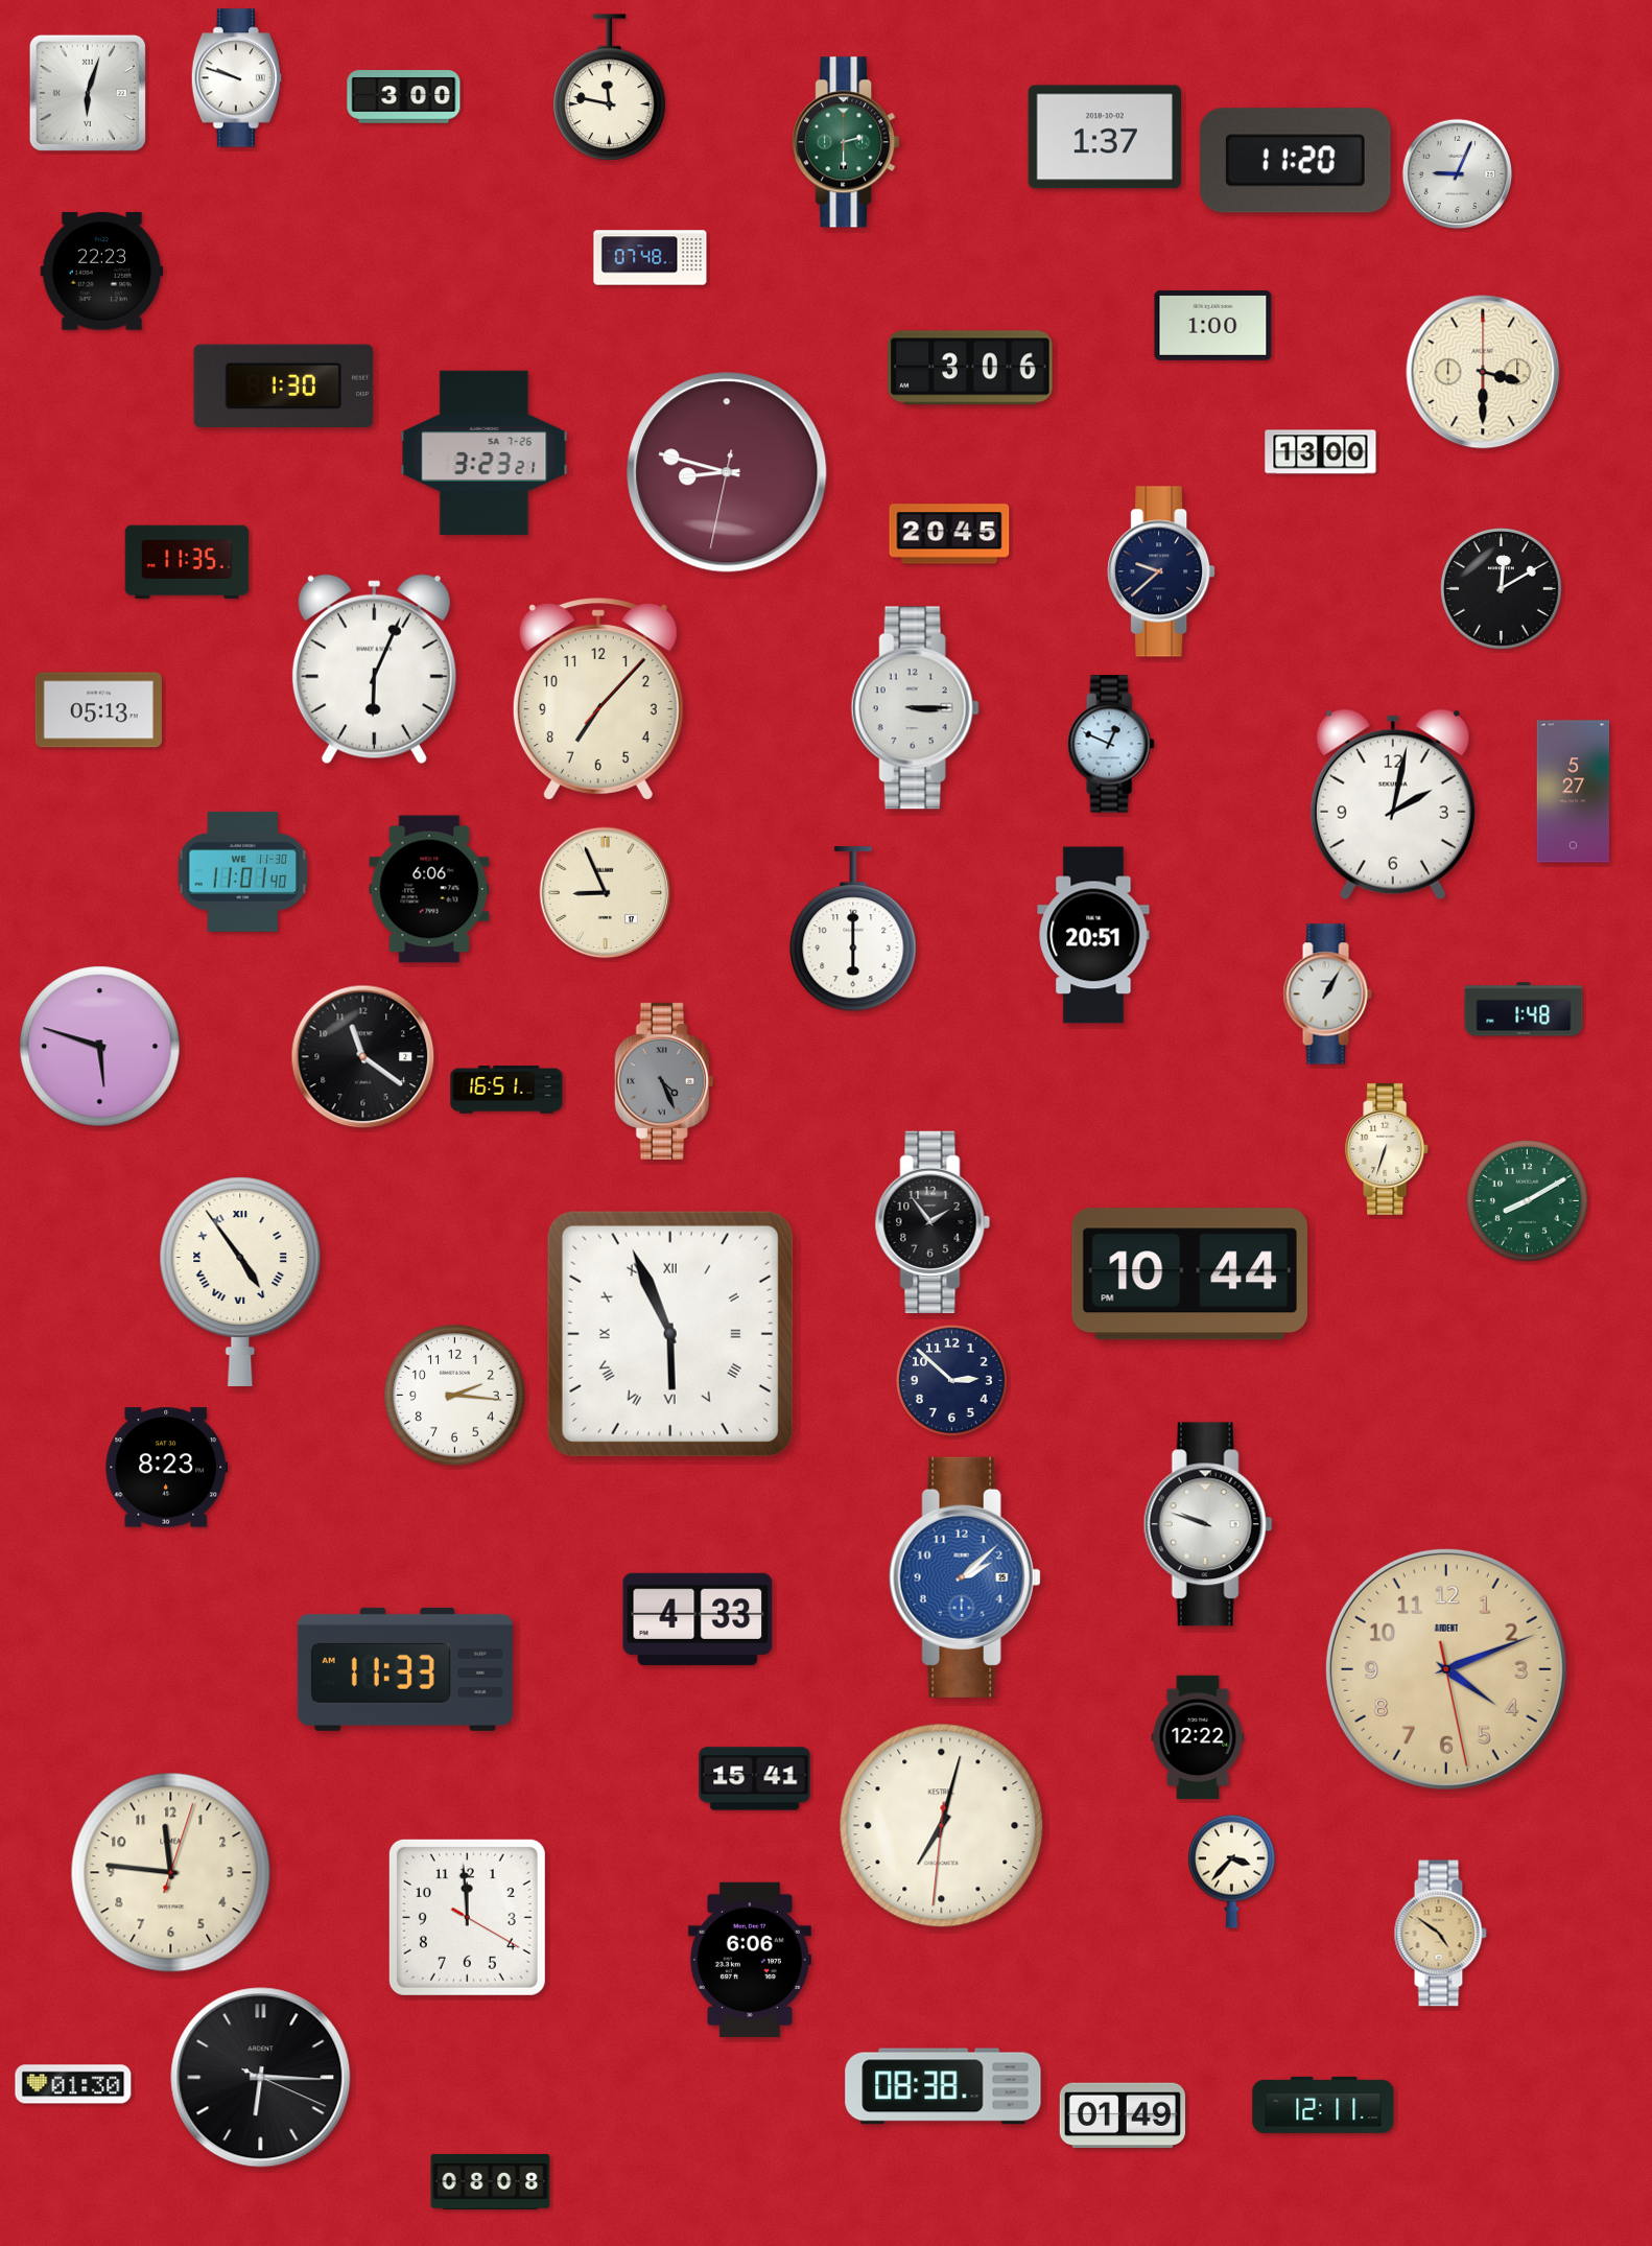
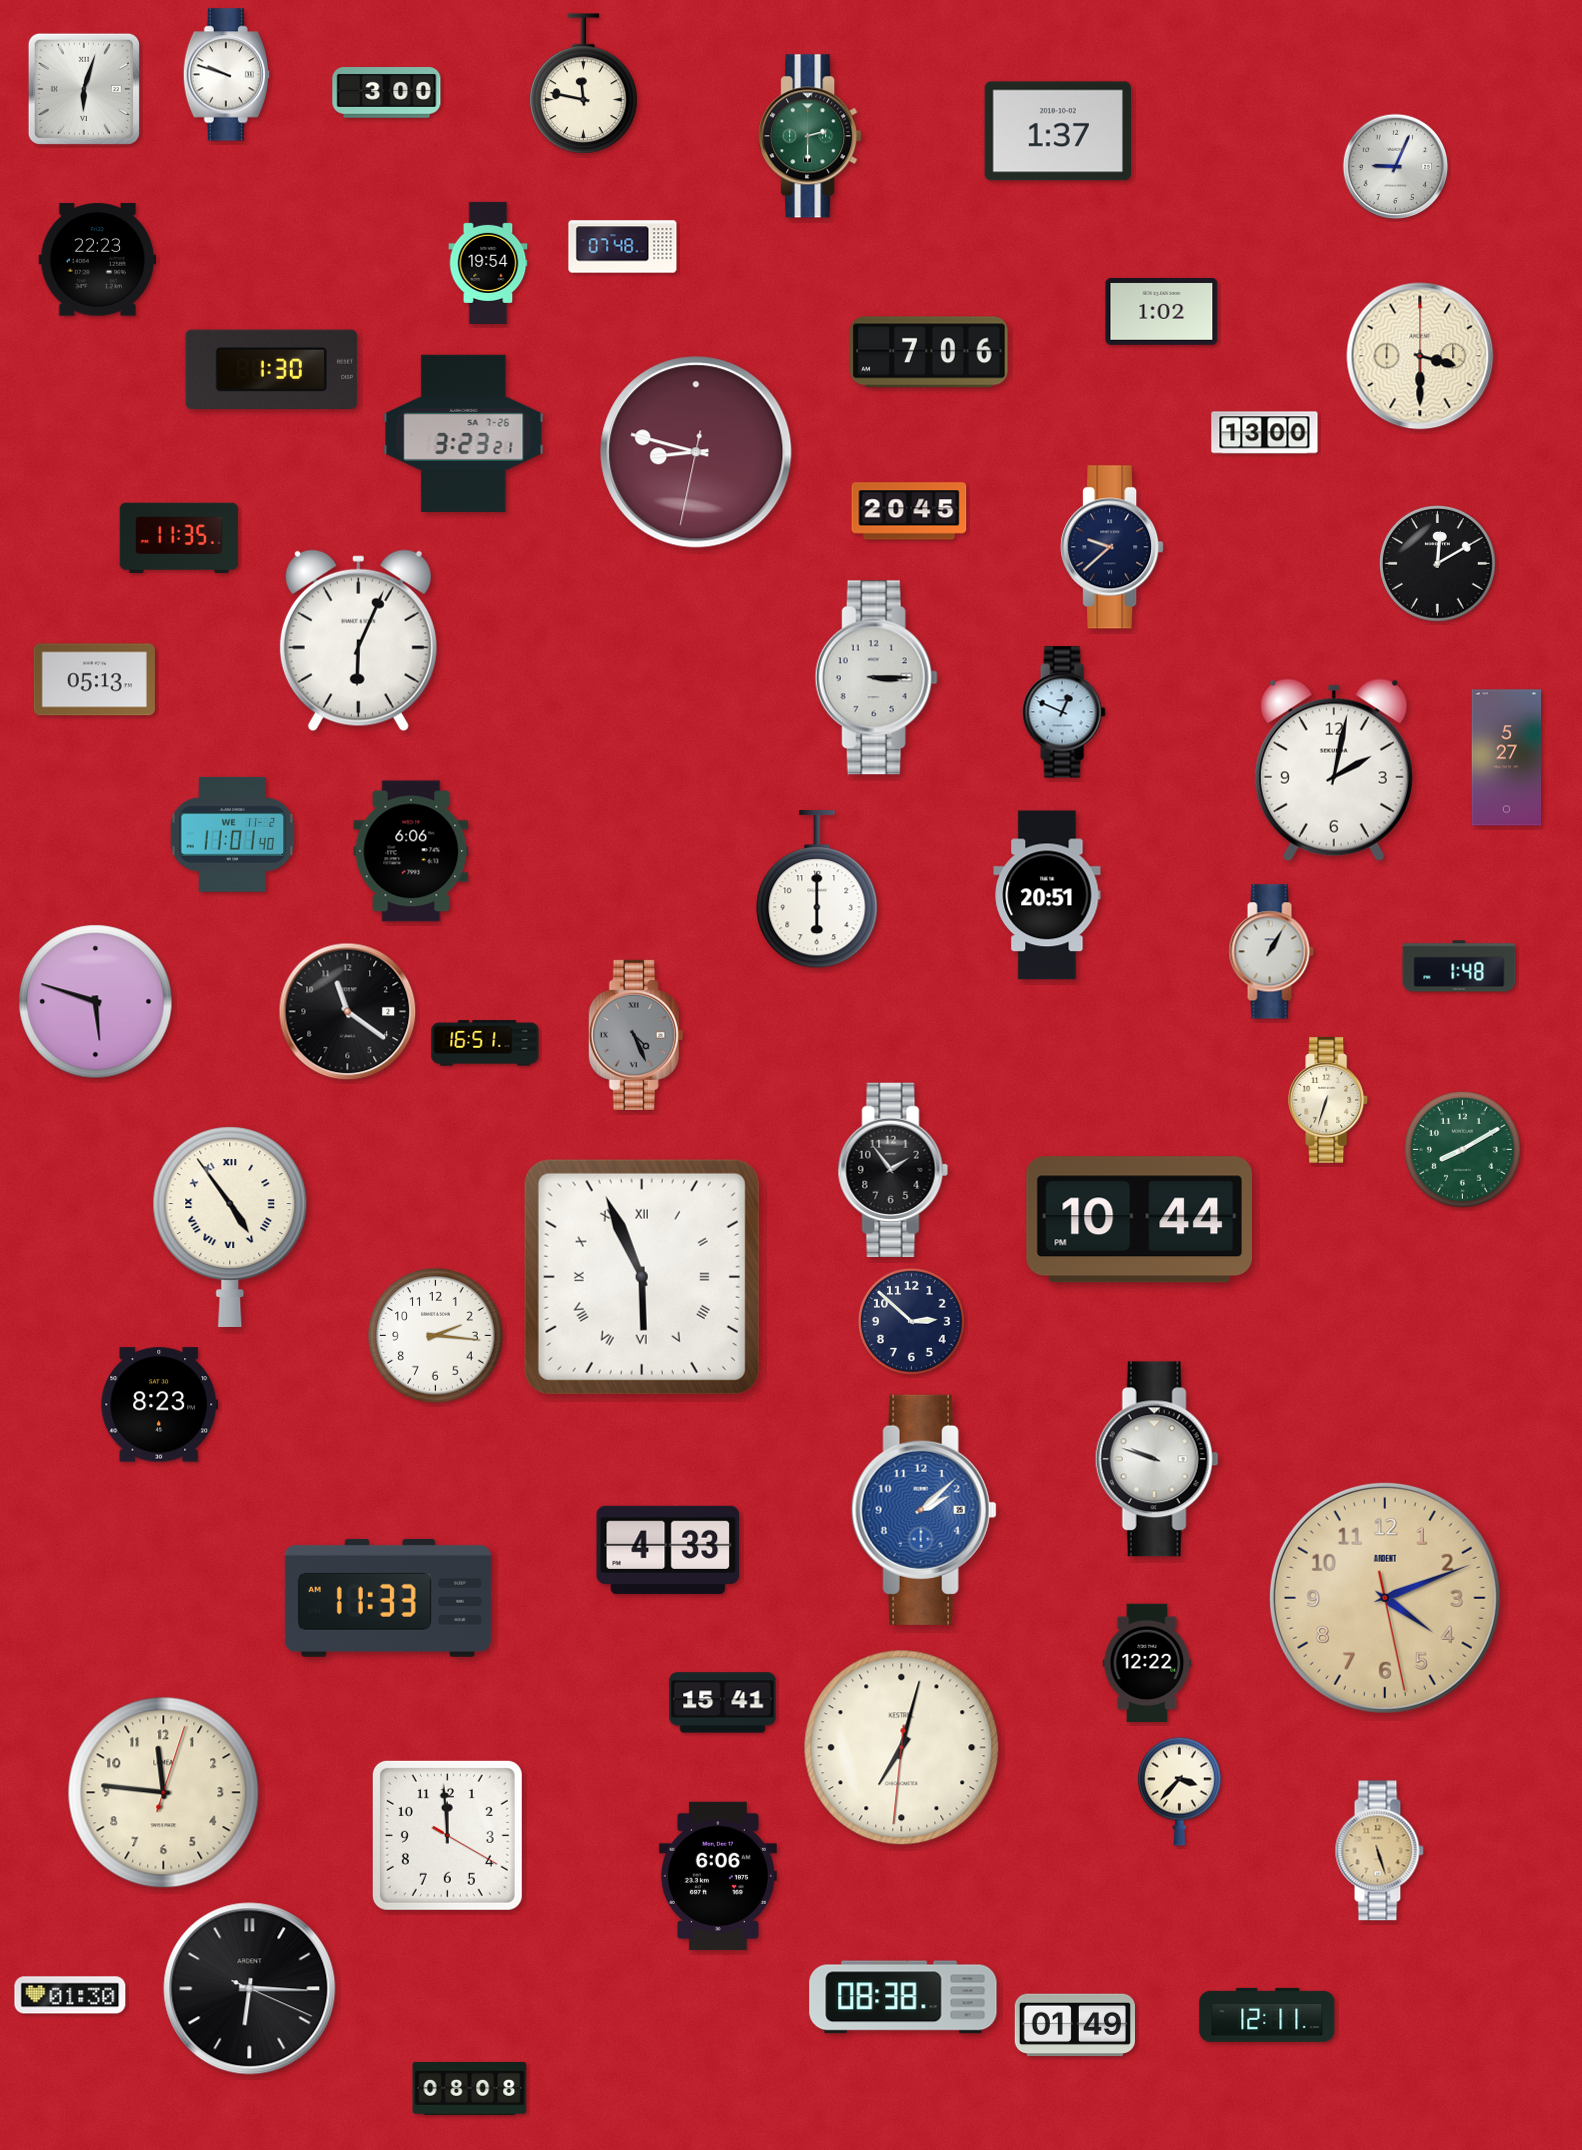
clock at (1295, 161): 11:20 -> none
clock at (488, 263): none -> 19:54
clock at (1213, 325): 1:00 -> 1:02
clock at (970, 368): 3:06 -> 7:06
clock at (598, 699): 7:07 -> none
clock at (243, 871) date: WE 11-30 -> WE 11-2
clock at (606, 893): 8:56 -> none
clock at (1440, 1934): 4:51 -> 5:27
